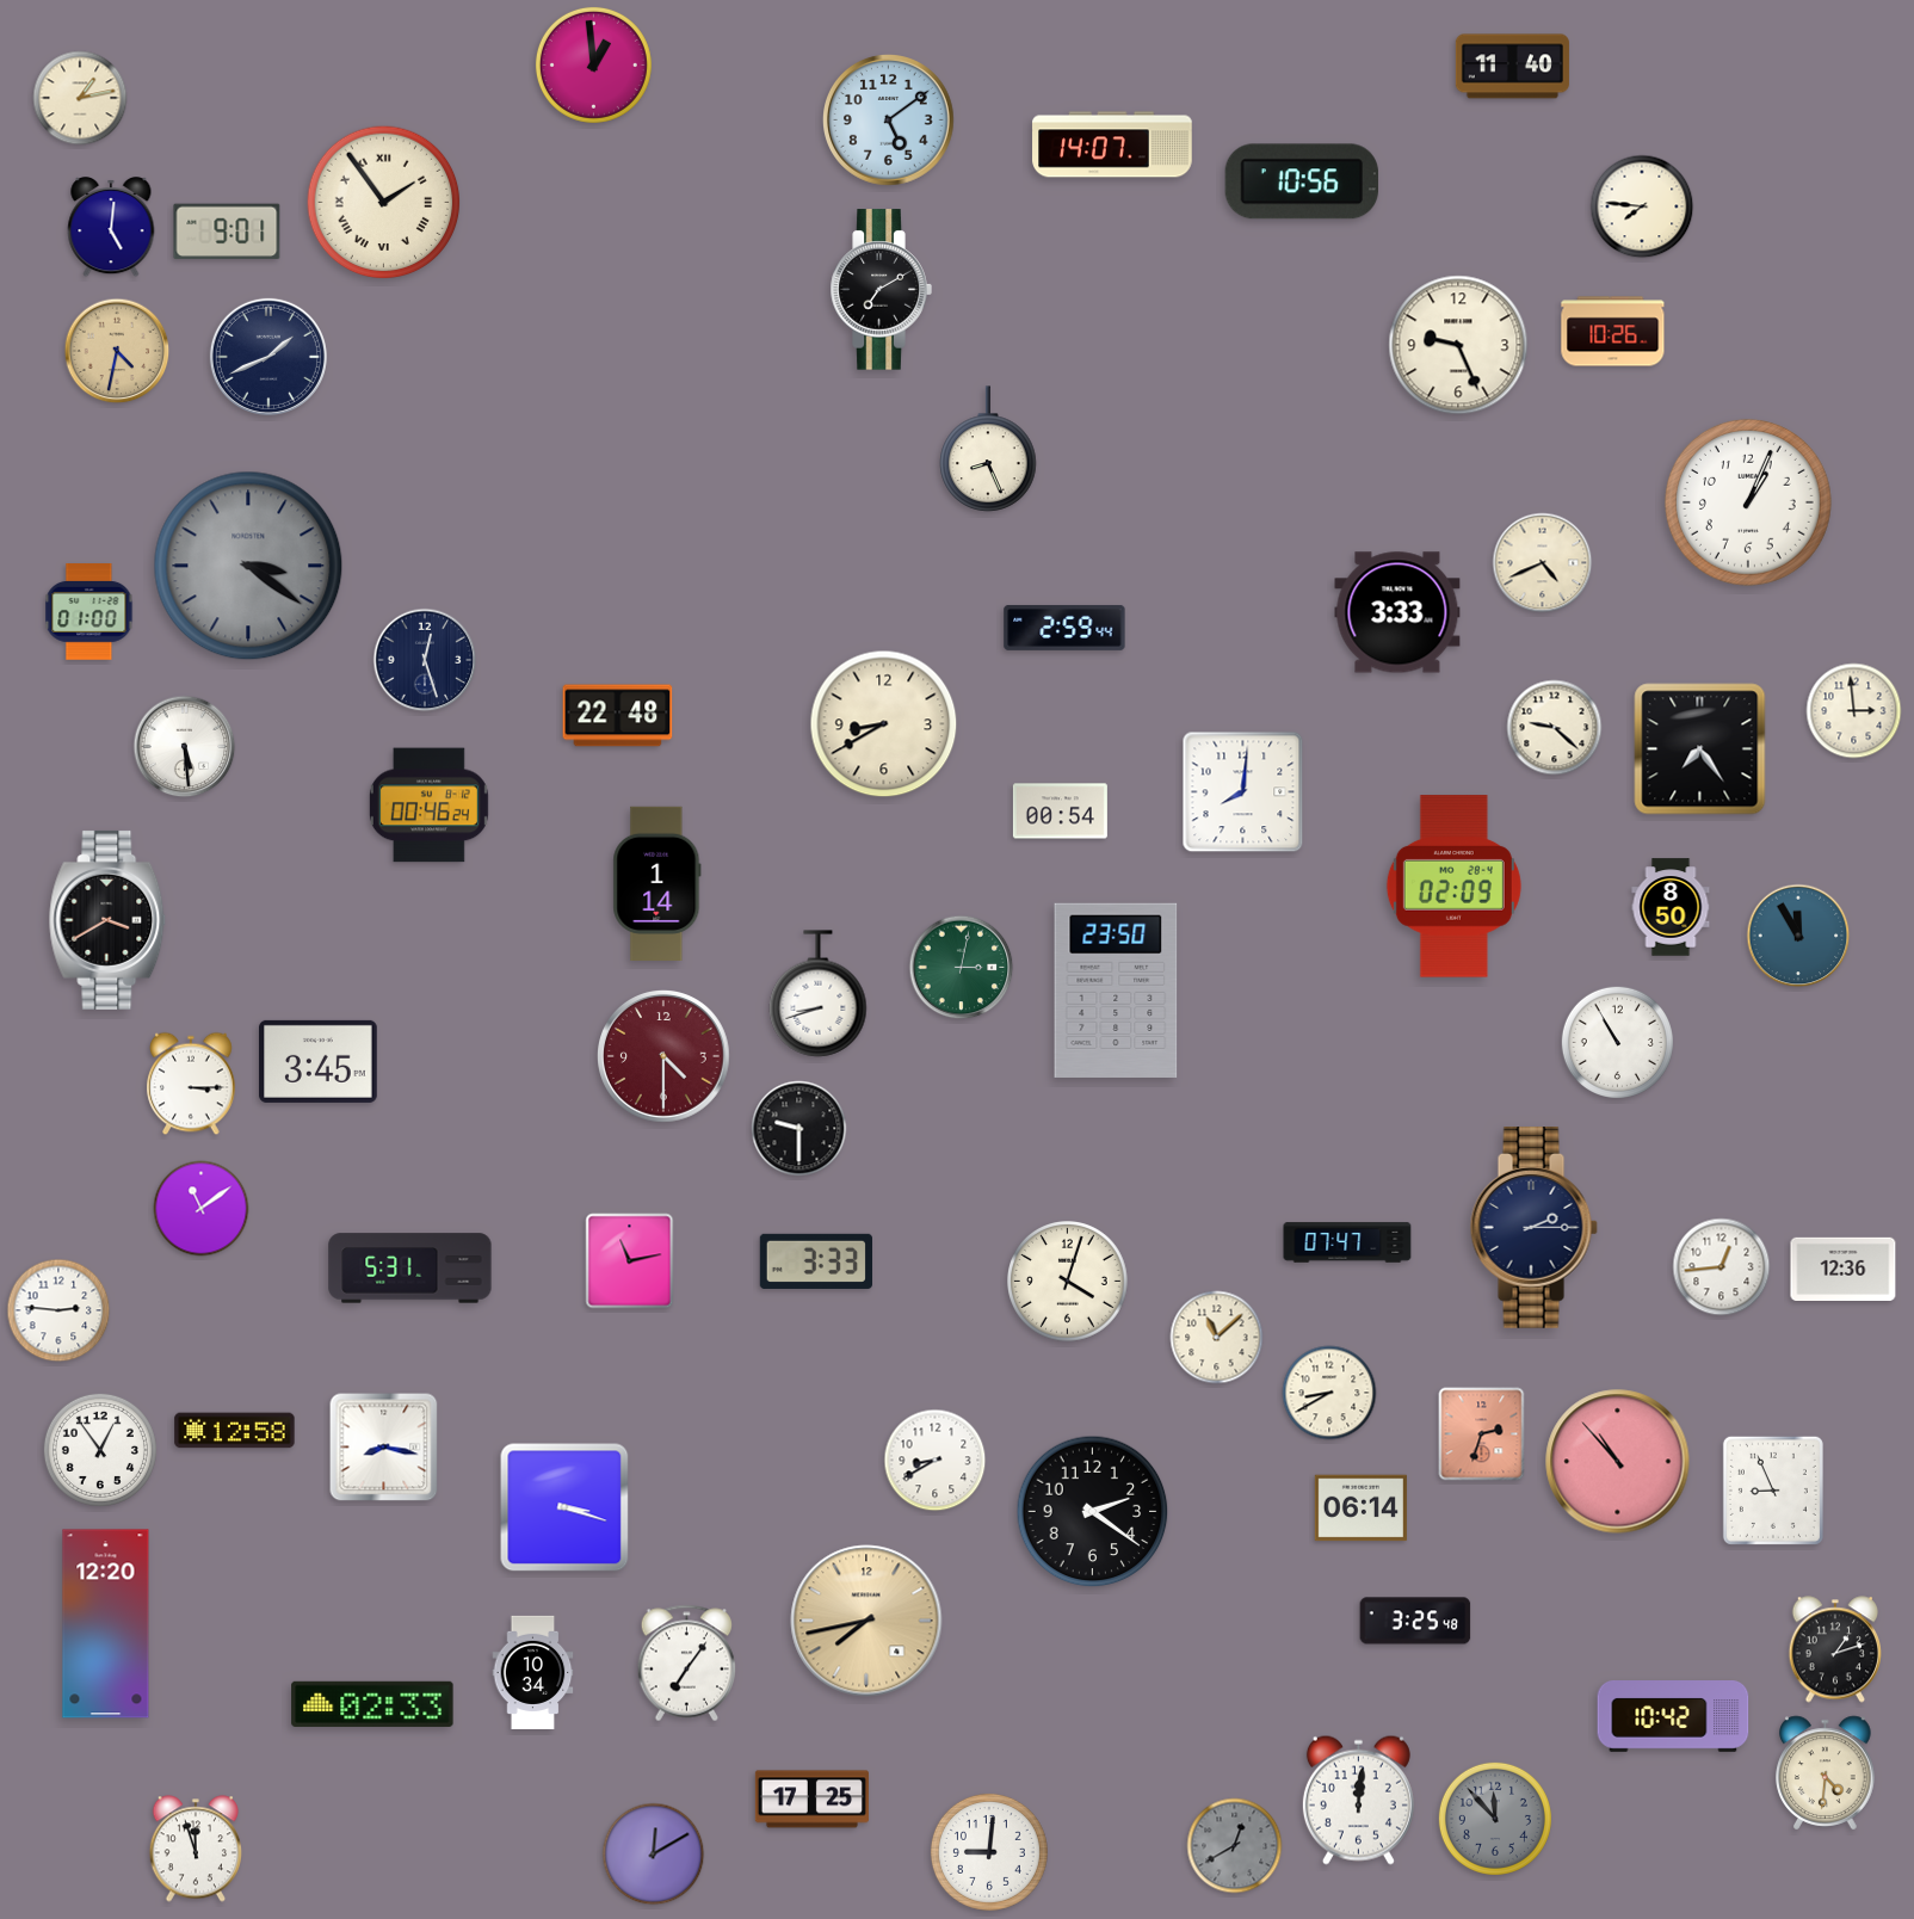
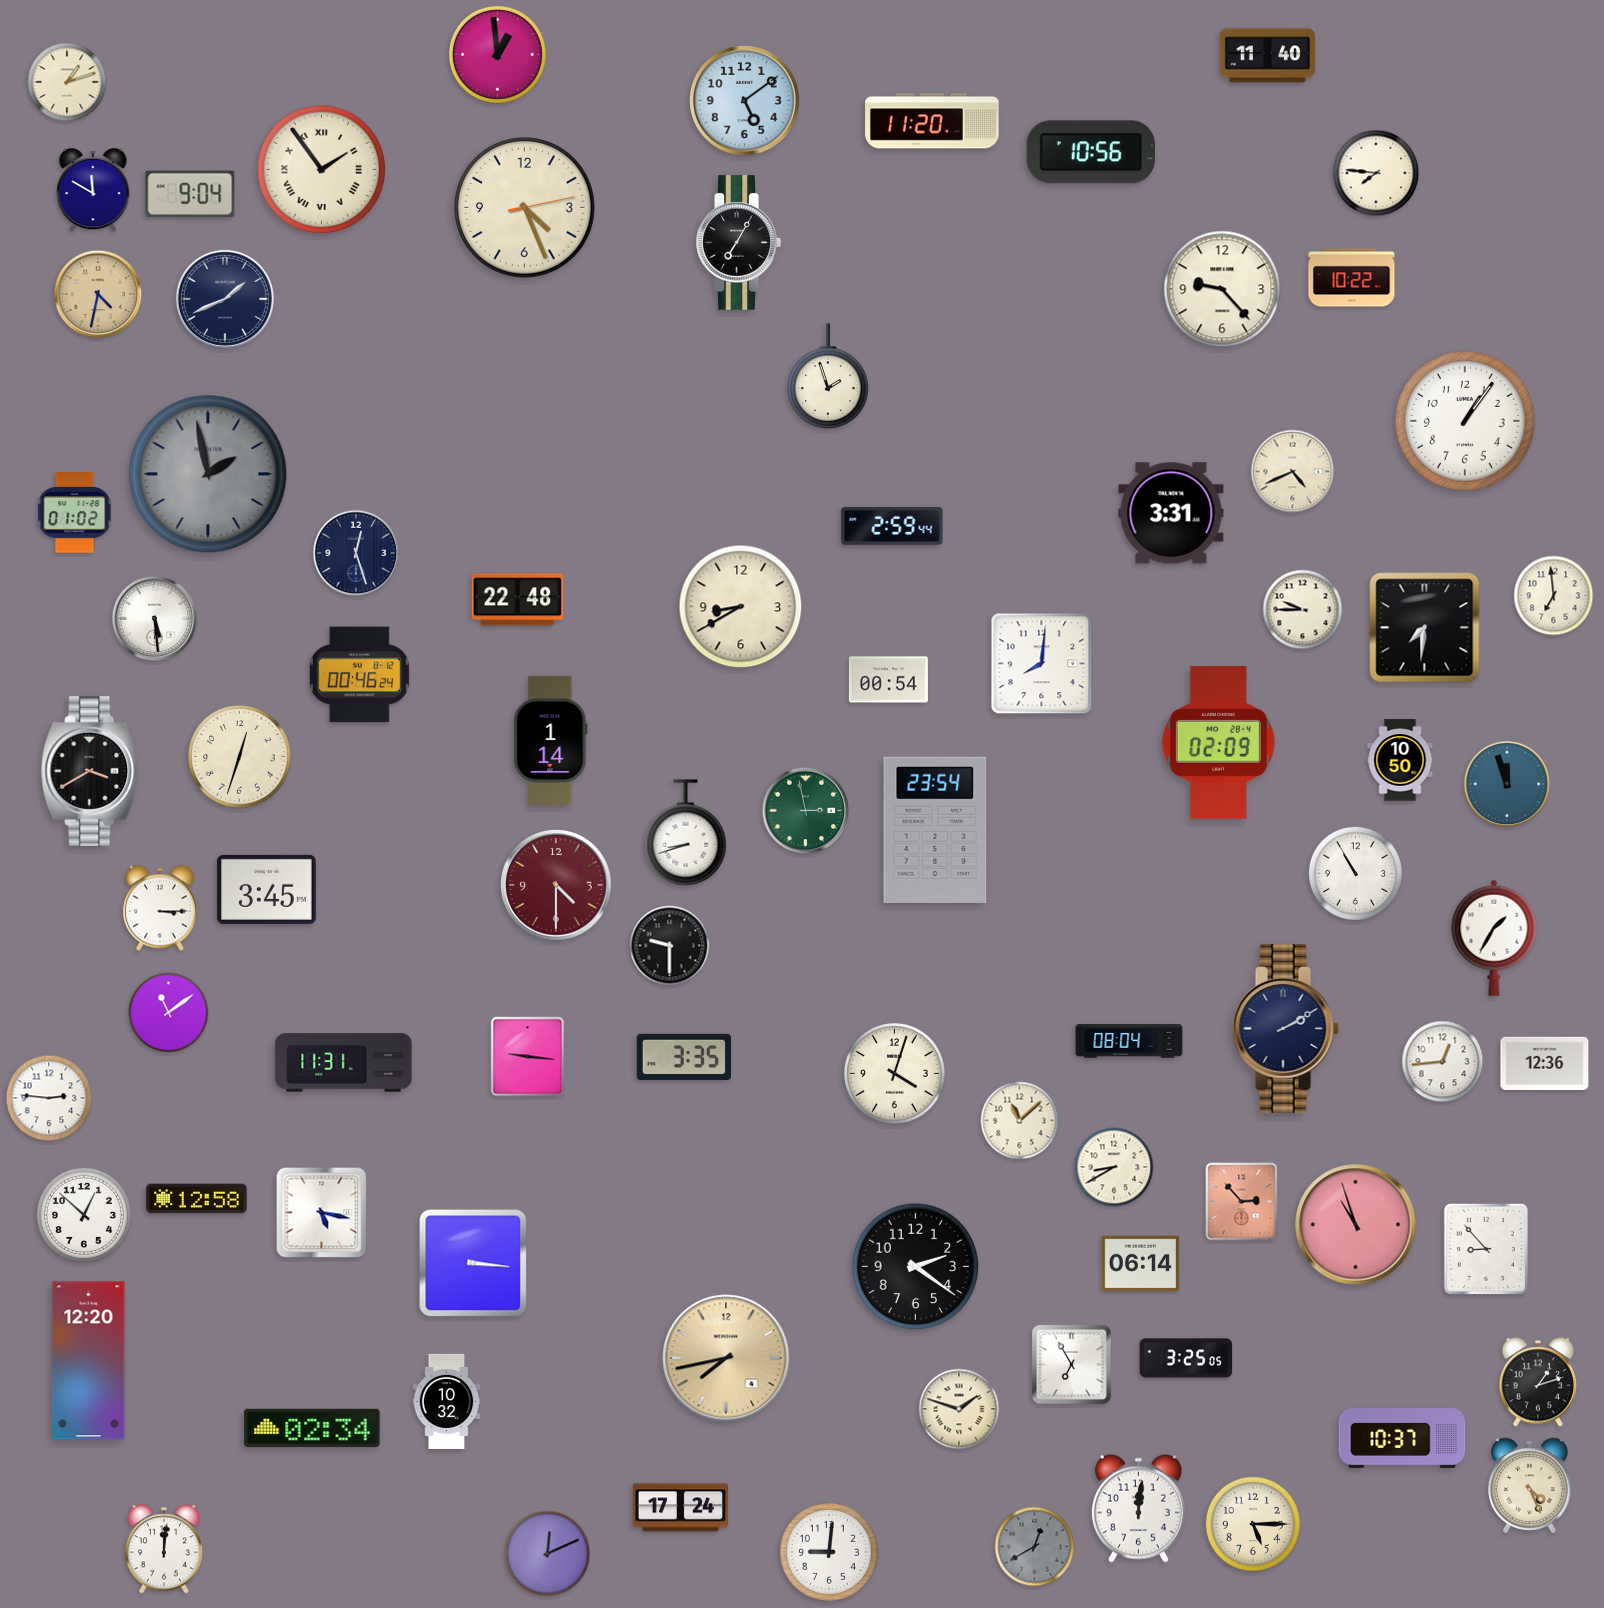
clock at (80, 98): 1:13 -> 1:12
clock at (1112, 144): 14:07 -> 11:20
clock at (111, 227): 5:01 -> 11:50
clock at (227, 232): 9:01 -> 9:04
clock at (525, 208): none -> 4:26
clock at (881, 290): 7:10 -> 7:05
clock at (1613, 332): 10:26 -> 10:22
clock at (1458, 345): 9:26 -> 9:23
clock at (988, 449): 8:26 -> 1:57
clock at (1748, 502): 1:04 -> 1:06
clock at (248, 566): 3:21 -> 1:58
clock at (89, 612): 01:00 -> 01:02
clock at (1397, 612): 3:33 -> 3:31
clock at (1854, 711): 2:59 -> 6:59
clock at (1555, 728): 9:22 -> 9:45
clock at (185, 747) position: (185, 747) -> (155, 619)
clock at (1700, 749): 7:24 -> 7:31
clock at (240, 757): none -> 12:33
clock at (1671, 907): 8:50 -> 10:50
clock at (1798, 936): 11:55 -> 11:57
clock at (962, 968): 3:02 -> 2:58
clock at (1116, 991): 23:50 -> 23:54
clock at (1494, 938): none -> 1:35
clock at (1533, 1228): 2:15 -> 2:10
clock at (1347, 1242): 07:47 -> 08:04
clock at (630, 1261): 11:13 -> 9:16
clock at (815, 1261): 3:33 -> 3:35
clock at (410, 1269): 5:31 -> 11:31
clock at (1482, 1434): 2:33 -> 2:53
clock at (384, 1448): 8:17 -> 5:17
clock at (100, 1450): 12:54 -> 12:52
clock at (936, 1461): 8:40 -> none
clock at (1618, 1462): 10:53 -> 10:57
clock at (1773, 1491): 8:56 -> 8:53
clock at (564, 1507): 3:18 -> 3:16
clock at (1415, 1621): 3:25:48 -> 3:25:05
clock at (1071, 1364): none -> 6:55
clock at (687, 1664): 7:06 -> none
clock at (533, 1672): 10:34 -> 10:32
clock at (959, 1409): none -> 1:48
clock at (372, 1704): 02:33 -> 02:34
clock at (1673, 1717): 10:42 -> 10:37
clock at (1826, 1773): 4:31 -> 4:26
clock at (811, 1800): 17:25 -> 17:24
clock at (1495, 1819): 11:53 -> 5:15
clock at (1495, 1819) dial: grey -> cream
clock at (195, 1849): 11:57 -> 12:01
clock at (654, 1855): 12:10 -> 12:11
